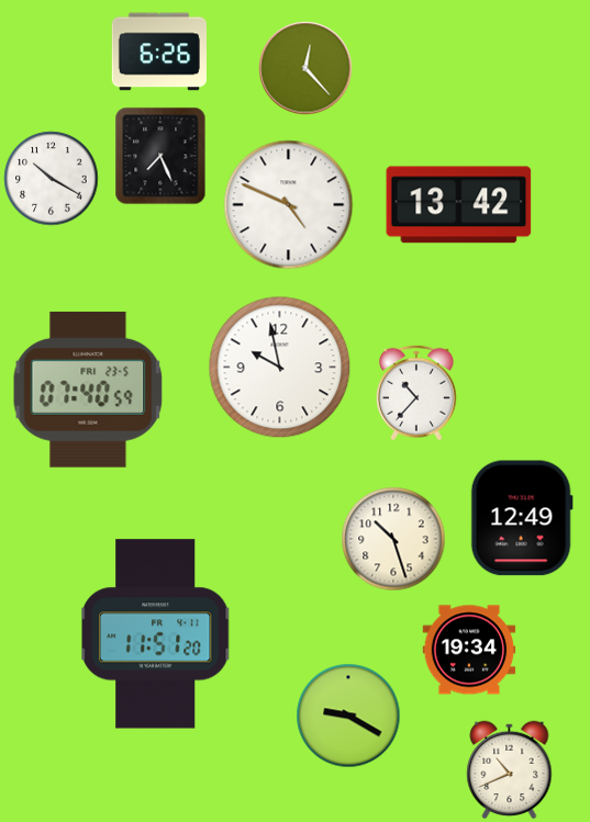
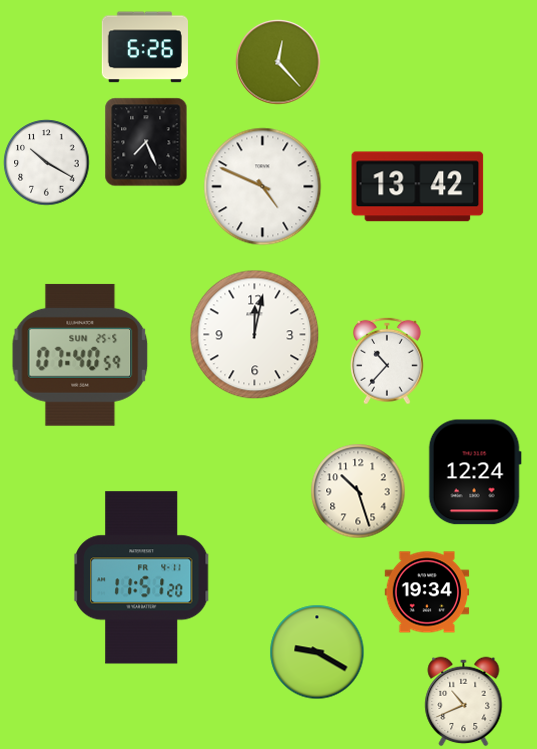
clock at (280, 368): 9:58 -> 12:02
clock at (88, 390) date: FRI 23-5 -> SUN 25-5
clock at (416, 393) position: (416, 393) -> (387, 361)
clock at (522, 518): 12:49 -> 12:24
